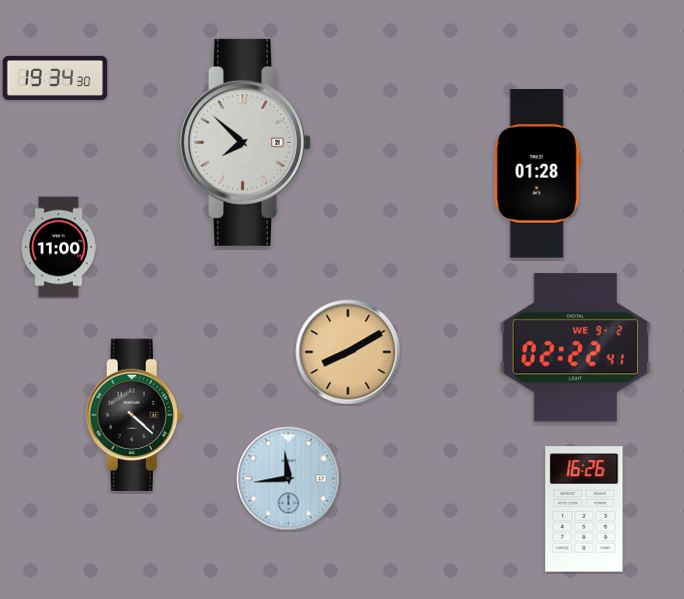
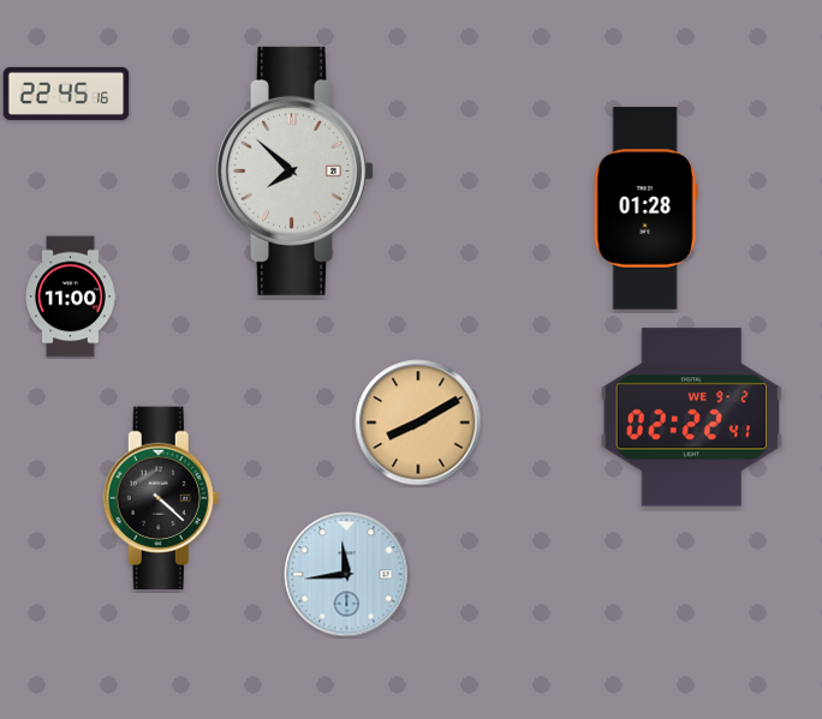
clock at (55, 78): 19:34 -> 22:45
clock at (584, 509): 16:26 -> none
